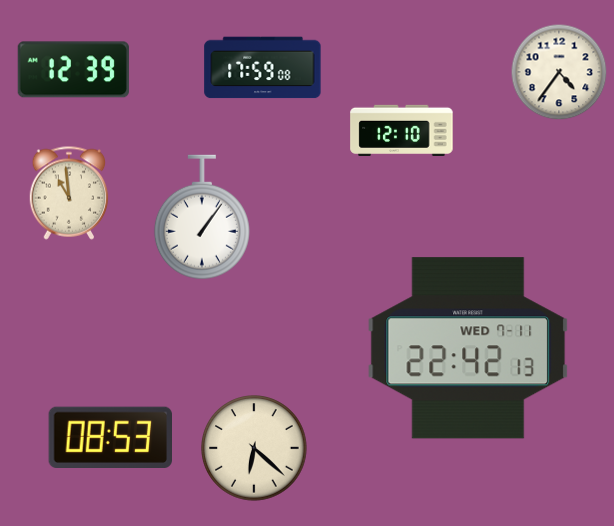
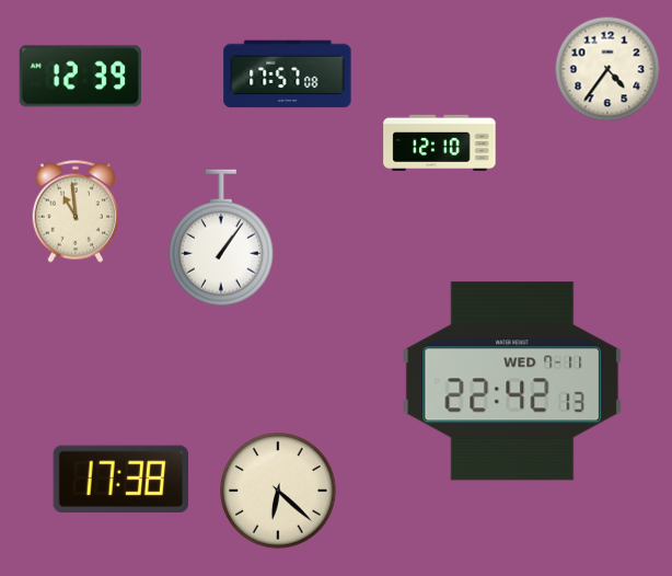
clock at (263, 68): 17:59 -> 17:57
clock at (559, 72) position: (559, 72) -> (607, 69)
clock at (111, 437): 08:53 -> 17:38
